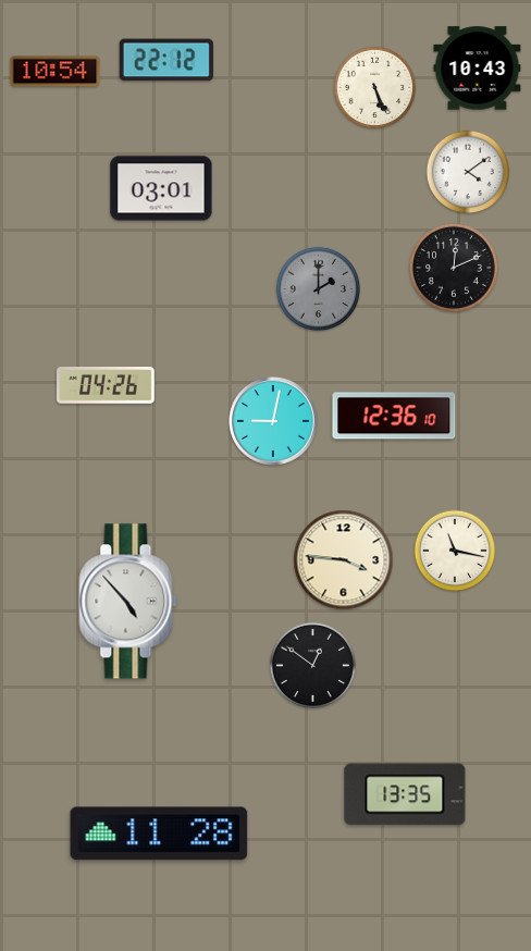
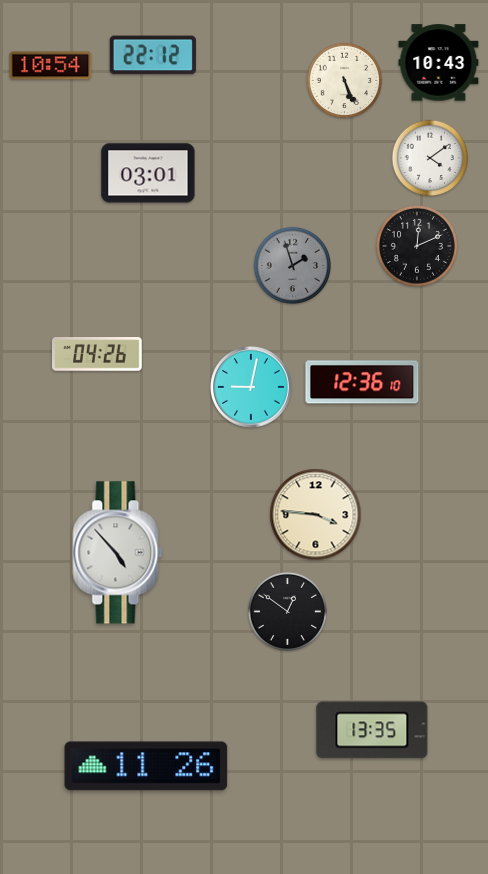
clock at (318, 288): 2:00 -> 1:57
clock at (455, 551): 11:17 -> none
clock at (159, 833): 11:28 -> 11:26
